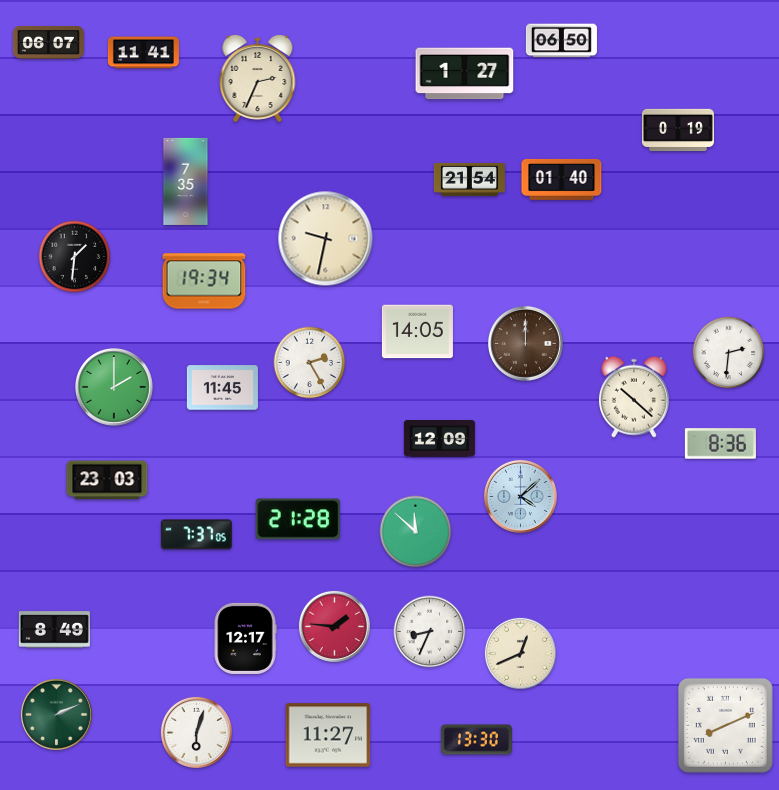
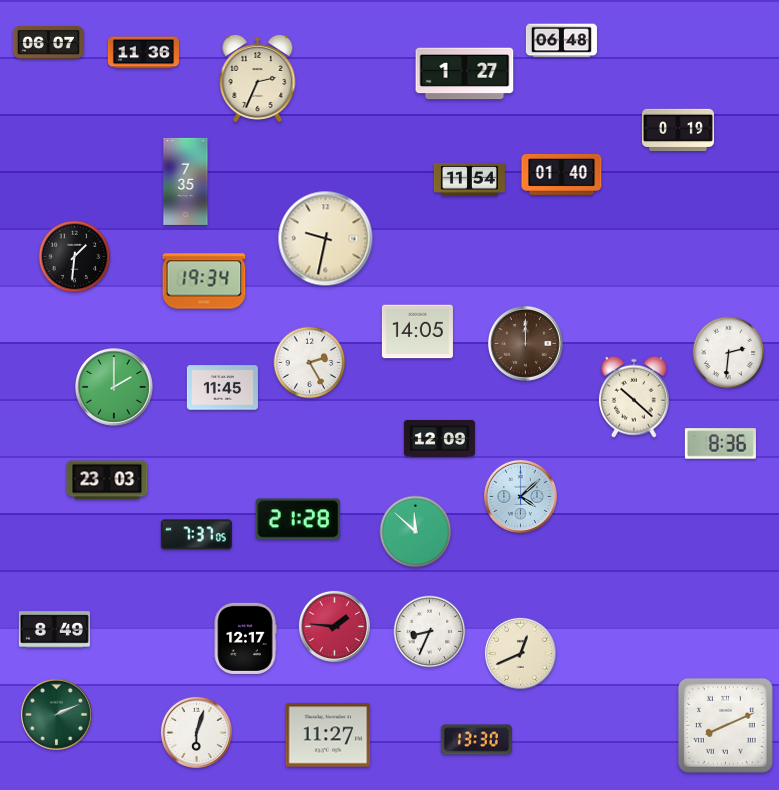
clock at (561, 41): 06:50 -> 06:48
clock at (143, 53): 11:41 -> 11:36
clock at (469, 179): 21:54 -> 11:54
clock at (562, 179) position: (562, 179) -> (562, 174)
